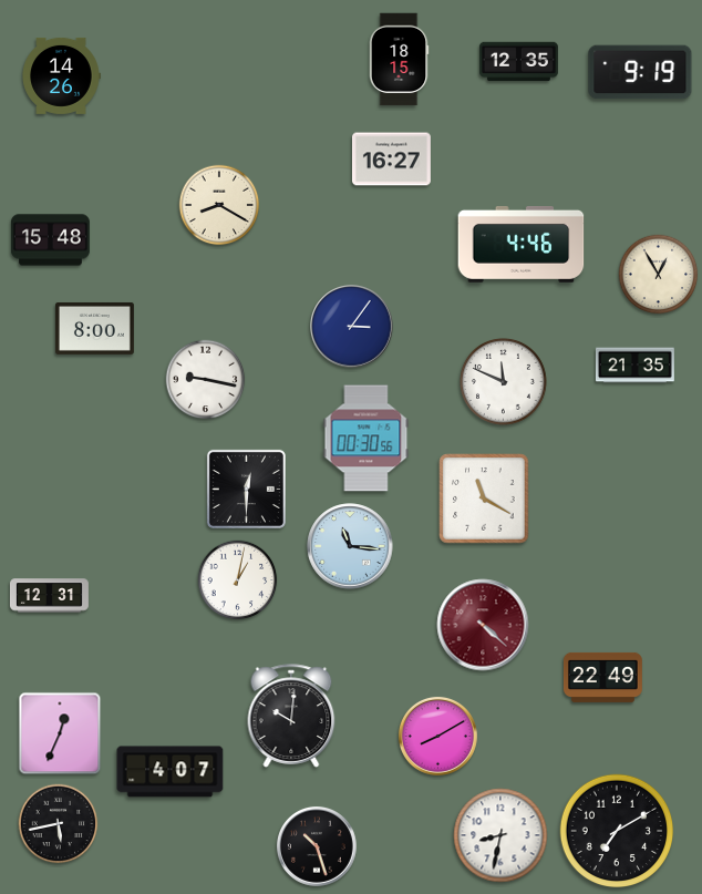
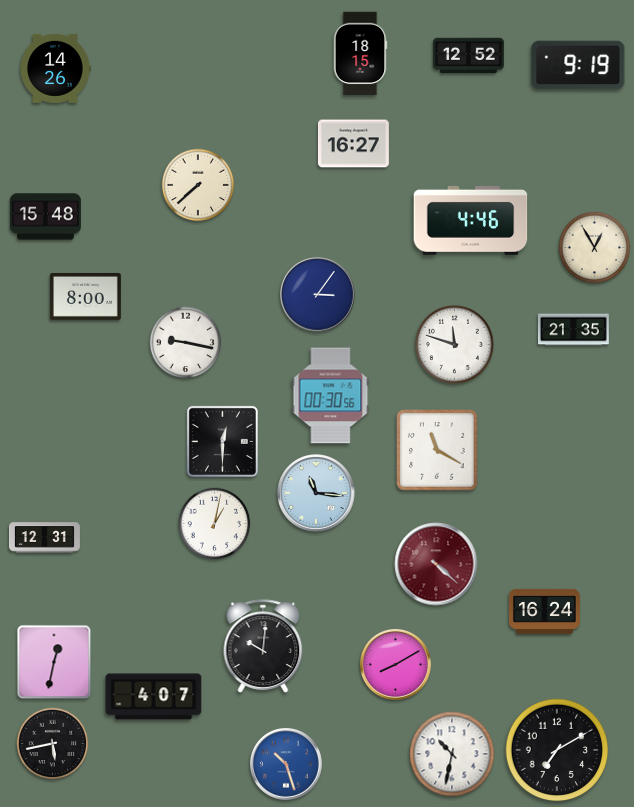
clock at (518, 62): 12:35 -> 12:52
clock at (219, 205): 8:20 -> 7:38
clock at (504, 382): 11:49 -> 11:48
clock at (602, 677): 22:49 -> 16:24
clock at (60, 733): 12:34 -> 12:32
clock at (500, 835): 8:32 -> 10:32
clock at (317, 846) dial: black -> blue
